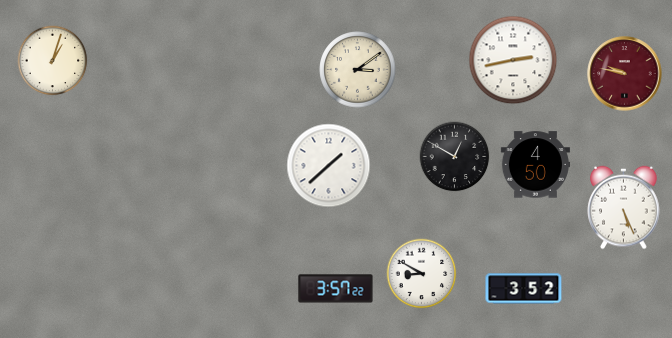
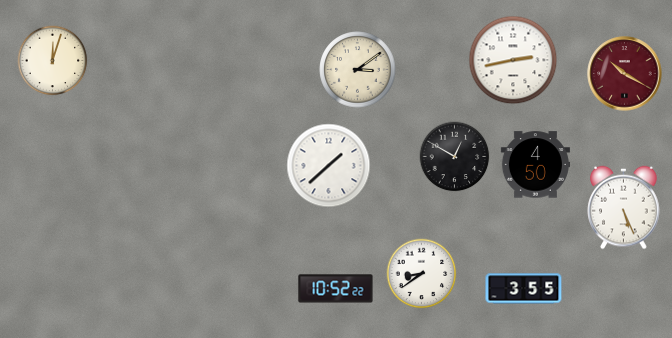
clock at (53, 61): 1:03 -> 12:03
clock at (625, 74): 9:47 -> 10:20
clock at (422, 274): 8:50 -> 8:39
clock at (336, 289): 3:57 -> 10:52
clock at (524, 289): 3:52 -> 3:55
